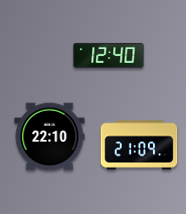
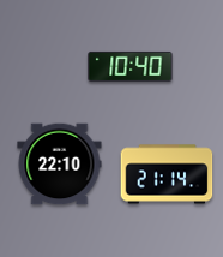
clock at (109, 55): 12:40 -> 10:40
clock at (139, 145): 21:09 -> 21:14
